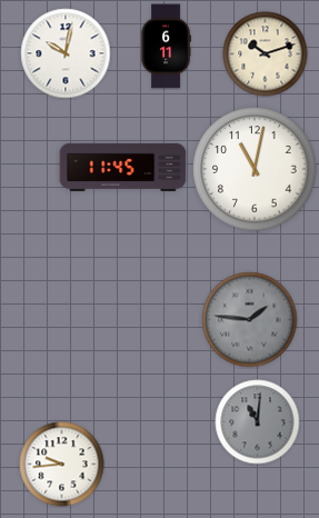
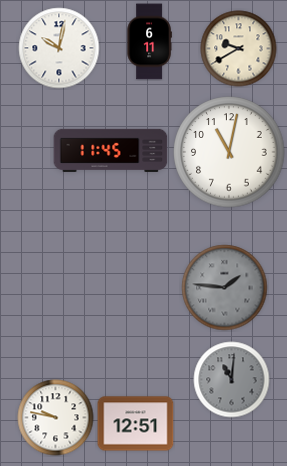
clock at (266, 54): 10:12 -> 9:40
clock at (62, 465): 9:44 -> 9:47
clock at (136, 424): none -> 12:51
